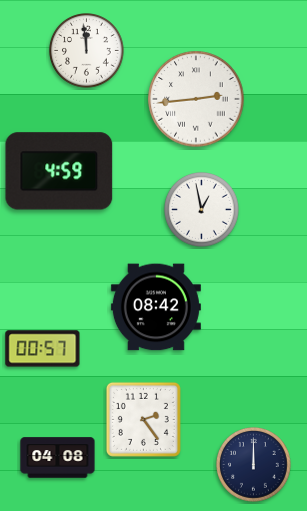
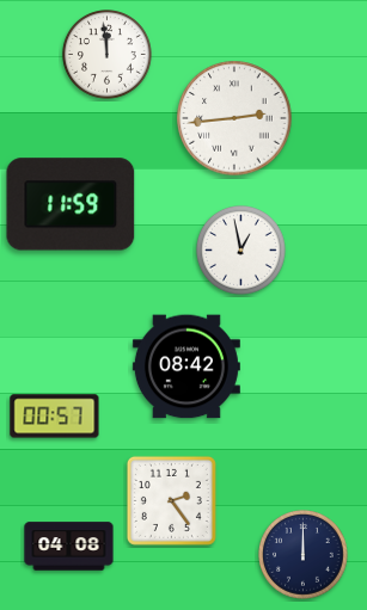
clock at (87, 51) position: (87, 51) -> (108, 55)
clock at (59, 171): 4:59 -> 11:59
clock at (43, 349) position: (43, 349) -> (55, 417)
